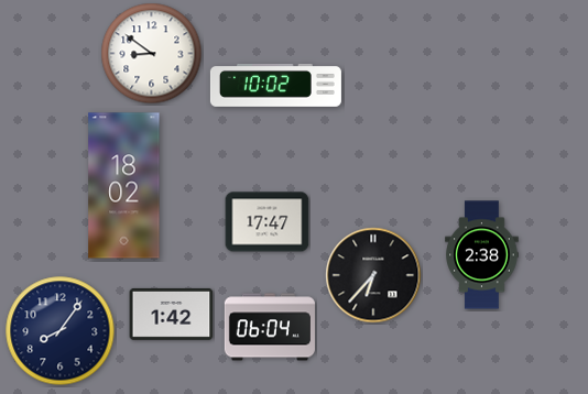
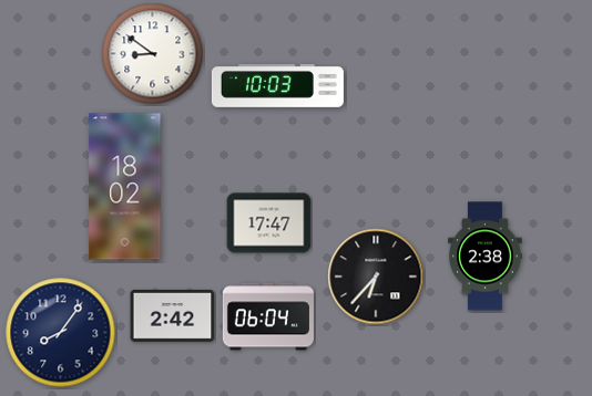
clock at (275, 86): 10:02 -> 10:03
clock at (172, 314): 1:42 -> 2:42
clock at (270, 327) position: (270, 327) -> (268, 316)
